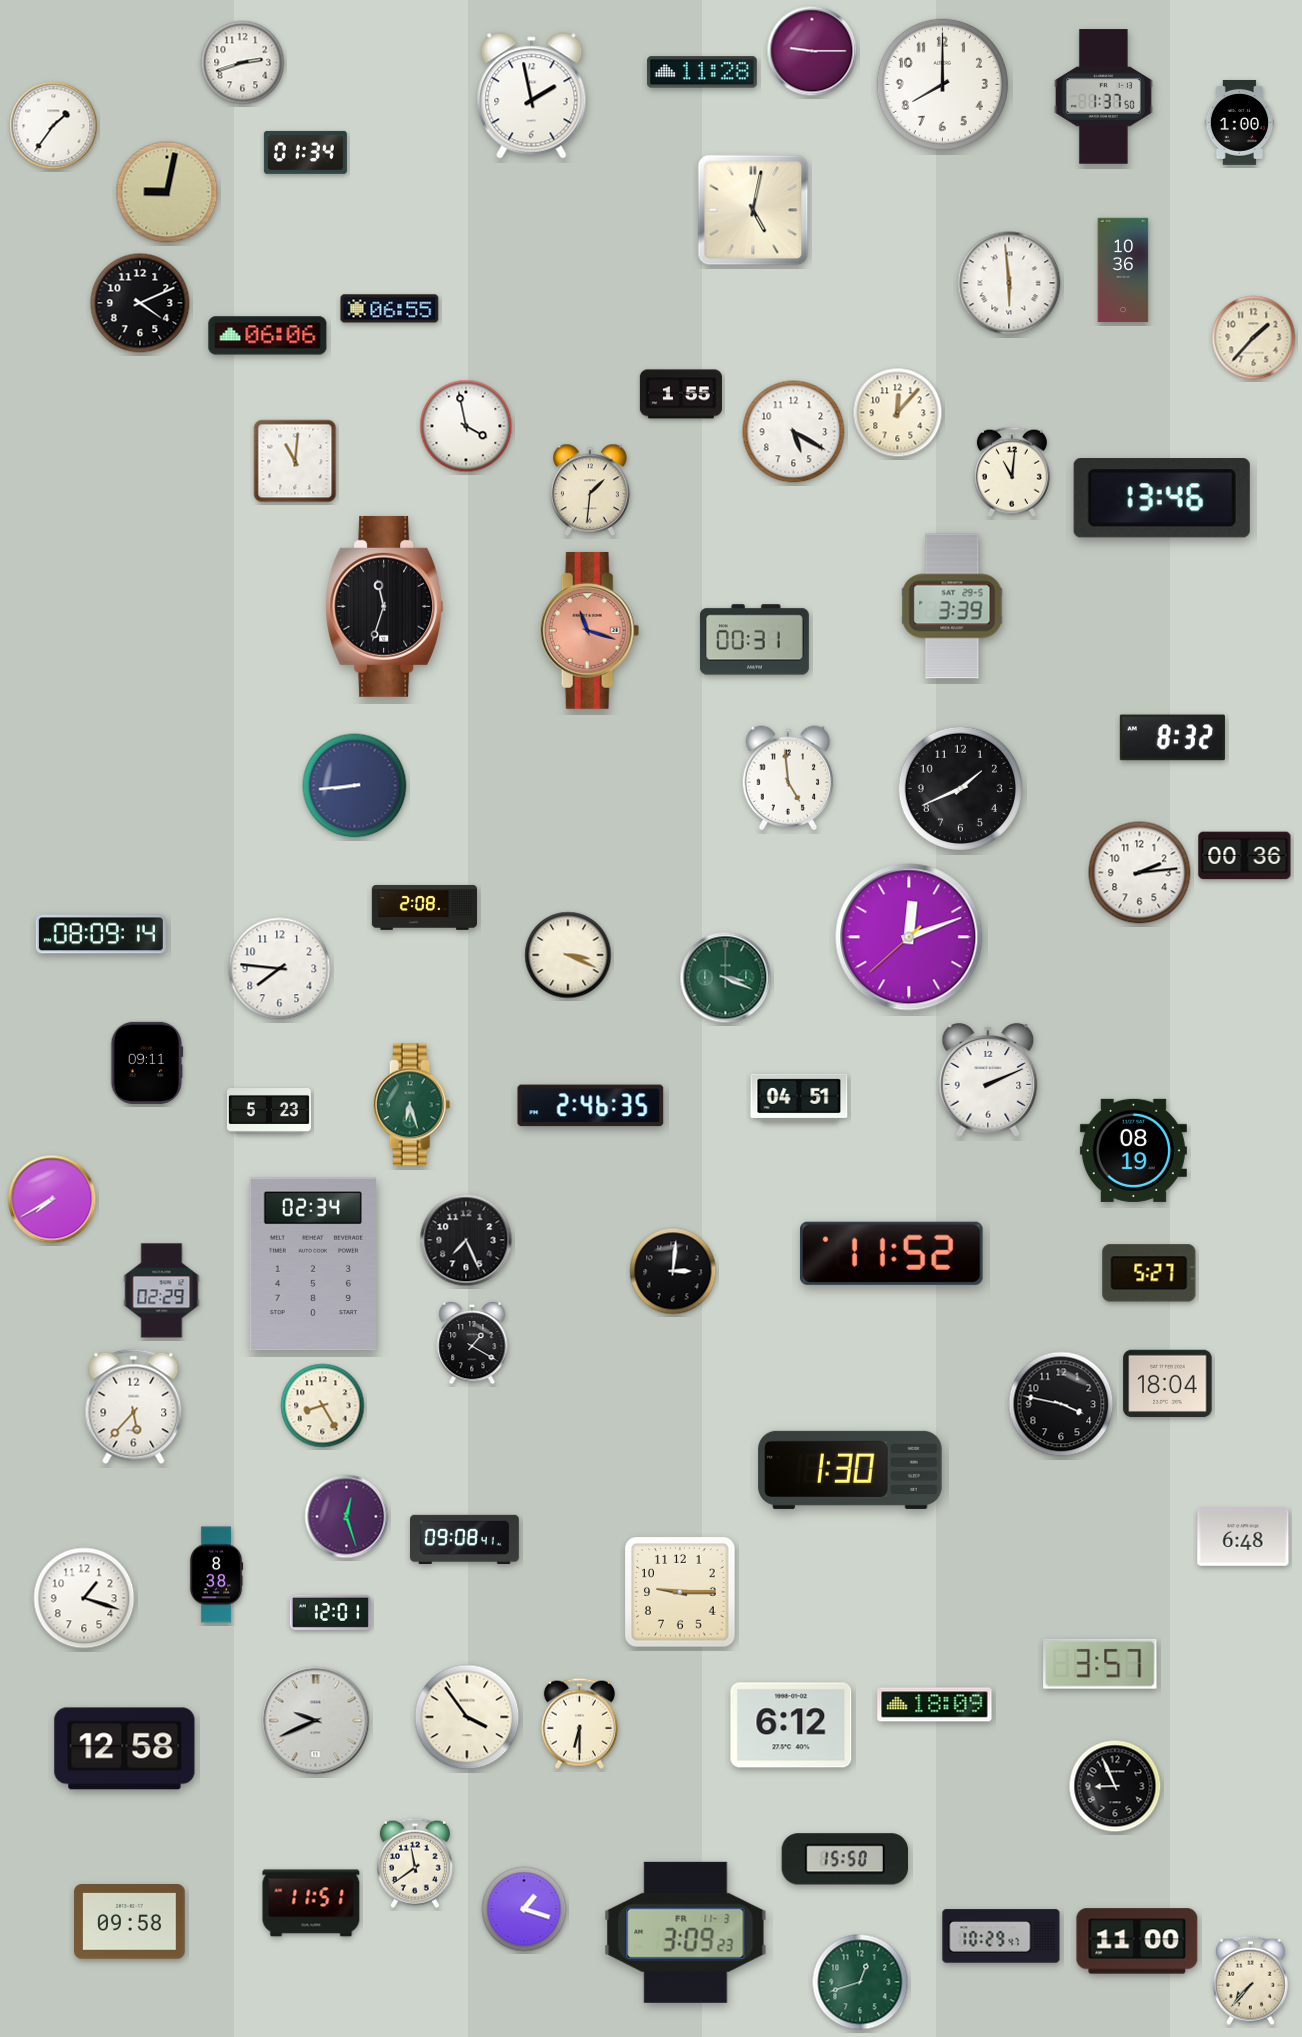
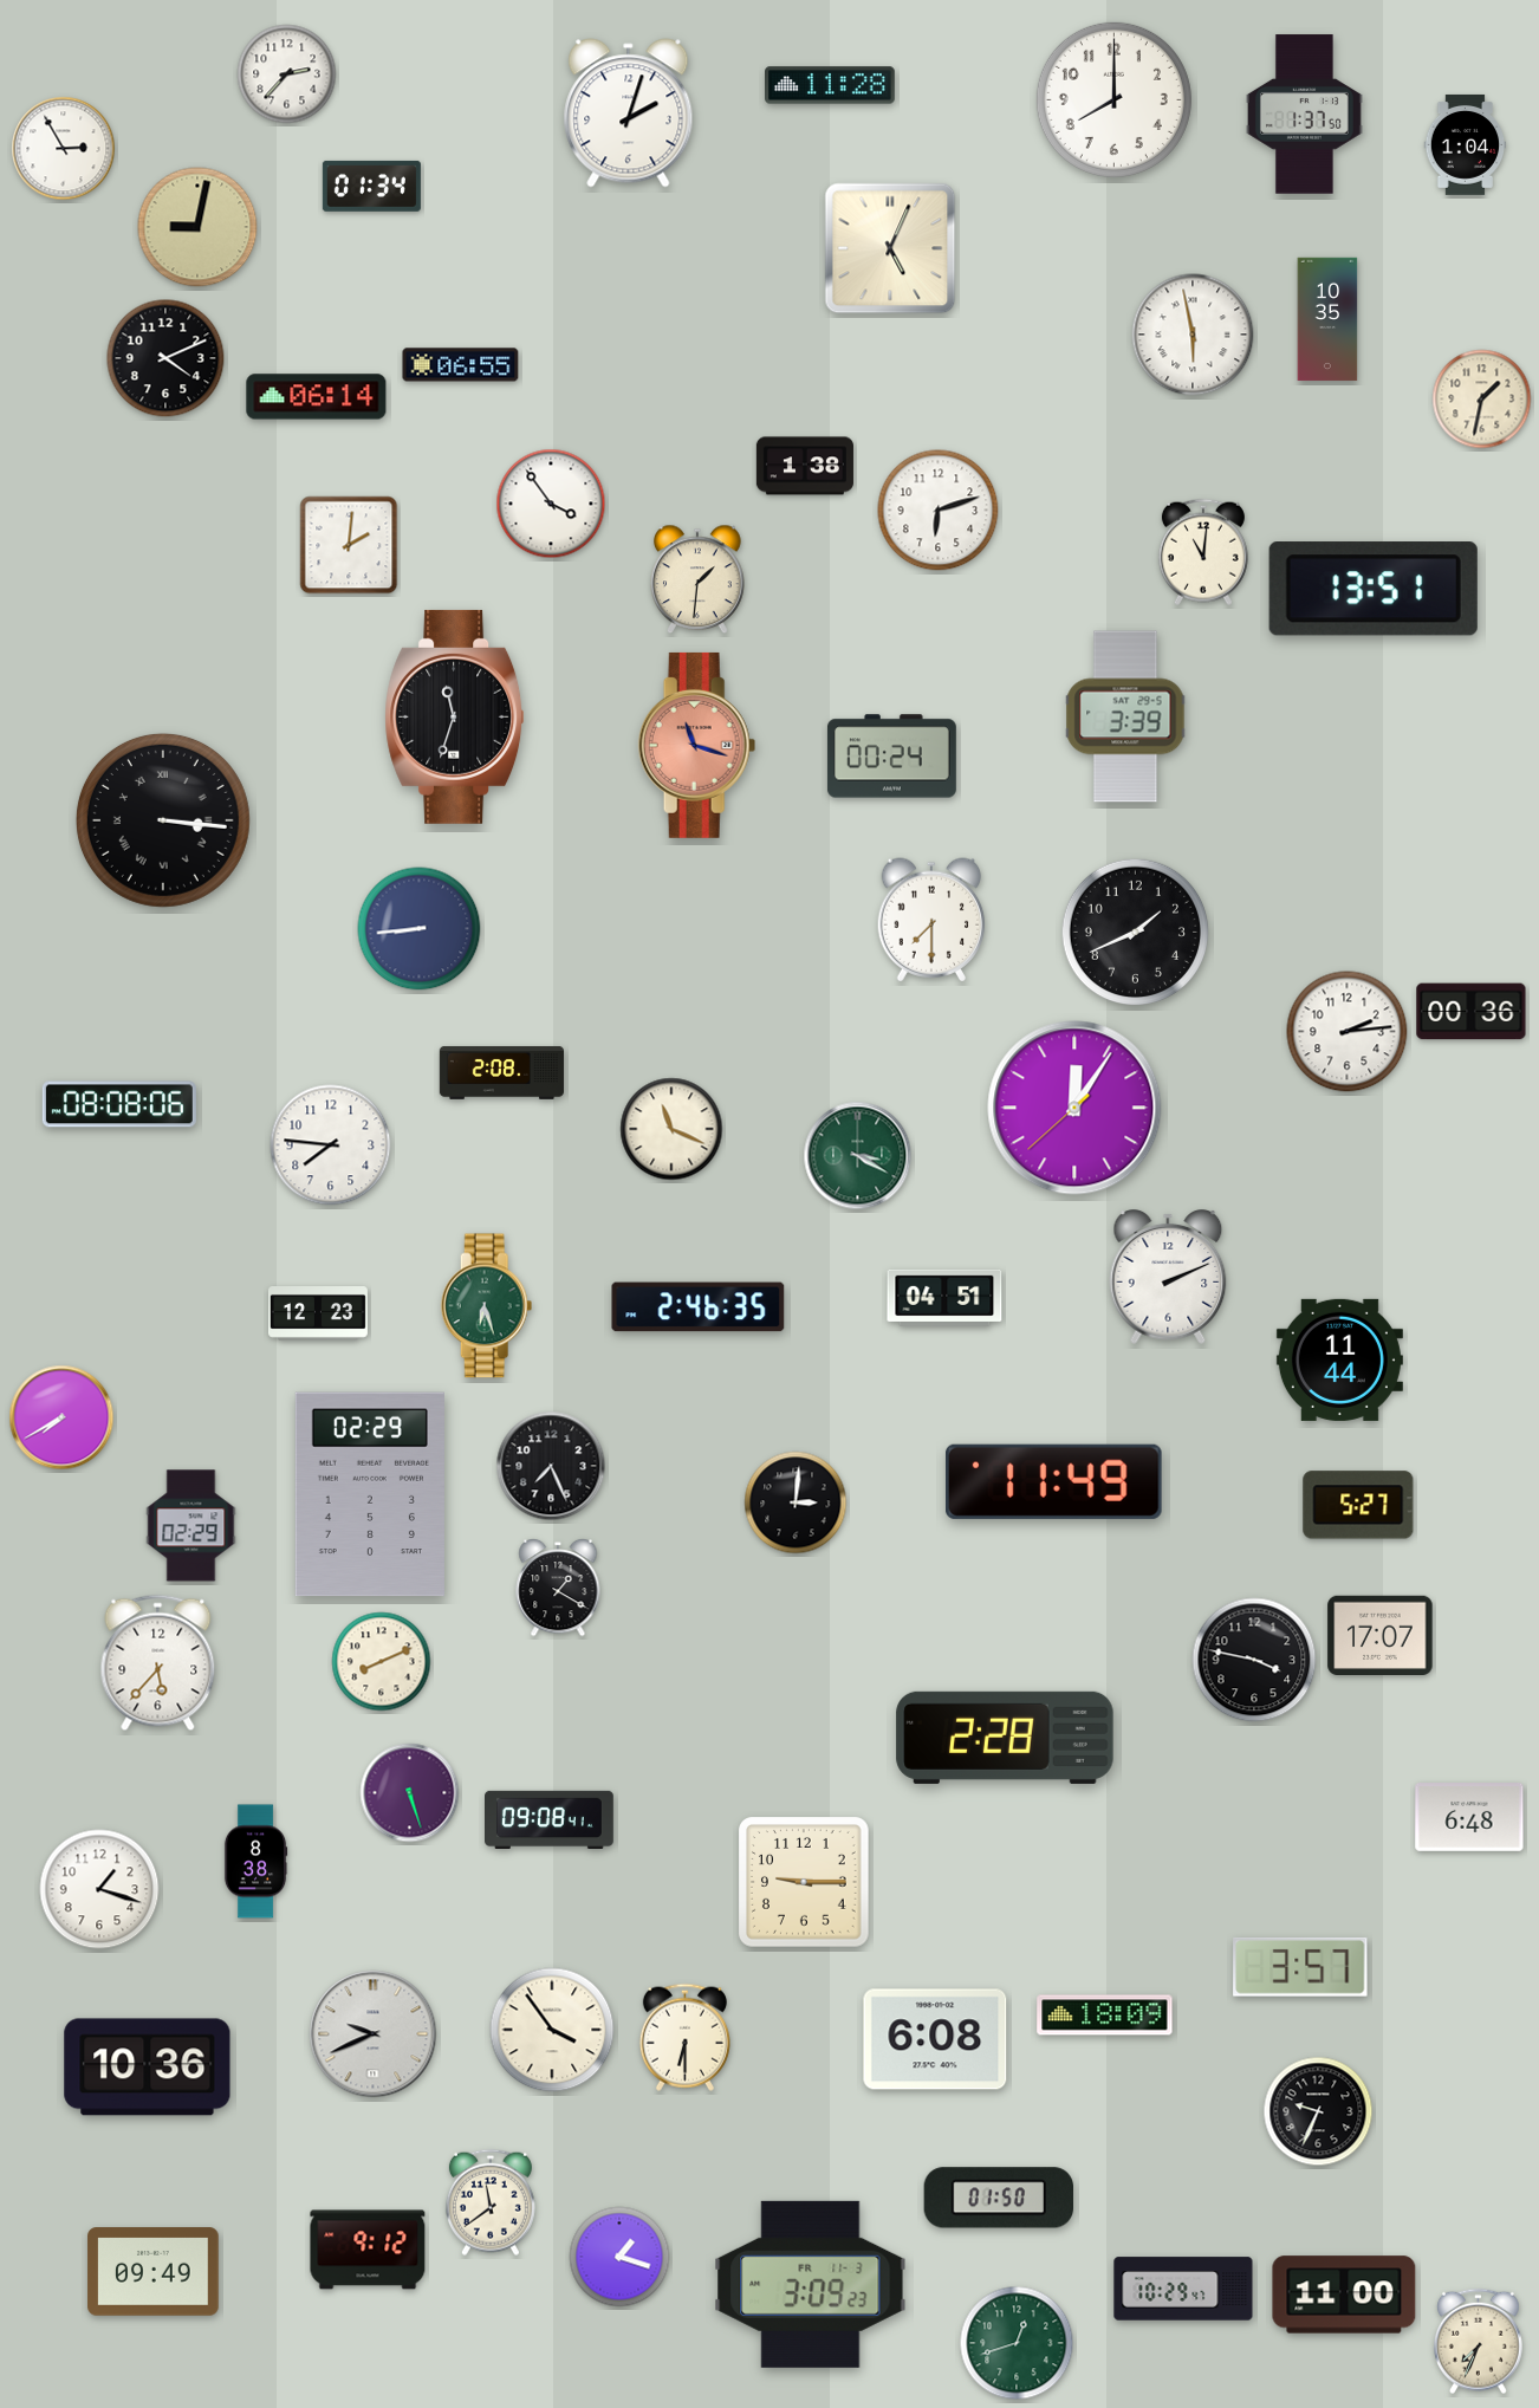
clock at (812, 51): 9:15 -> none
clock at (243, 63): 2:42 -> 2:37
clock at (532, 96): 1:58 -> 2:03
clock at (1240, 122): 1:00 -> 1:04
clock at (54, 126): 1:36 -> 2:55
clock at (305, 152) position: (305, 152) -> (371, 186)
clock at (753, 210): 5:02 -> 5:04
clock at (1123, 270): 10:36 -> 10:35
clock at (1009, 283): 5:59 -> 5:58
clock at (268, 336): 06:06 -> 06:14
clock at (1254, 338): 1:37 -> 1:32
clock at (681, 394): 1:55 -> 1:38
clock at (898, 413): 12:07 -> none
clock at (466, 426): 3:58 -> 3:54
clock at (794, 432): 5:20 -> 6:12
clock at (295, 461): 11:01 -> 2:01
clock at (1012, 472) position: (1012, 472) -> (1203, 552)
clock at (1162, 498): 13:46 -> 13:51
clock at (754, 640): 00:31 -> 00:24
clock at (163, 820): none -> 3:16
clock at (1172, 738): 8:32 -> none
clock at (788, 778): 4:59 -> 7:30
clock at (101, 934): 08:09 -> 08:08
clock at (909, 937): 12:11 -> 12:05
clock at (568, 955): 3:19 -> 11:19
clock at (726, 978): 3:19 -> 3:20
clock at (147, 1063): 09:11 -> none
clock at (269, 1112): 5:23 -> 12:23
clock at (1133, 1150): 08:19 -> 11:44
clock at (891, 1253): 11:52 -> 11:49
clock at (313, 1264): 02:34 -> 02:29
clock at (1168, 1383): 18:04 -> 17:07
clock at (323, 1406): 8:25 -> 8:11
clock at (850, 1470): 1:30 -> 2:28
clock at (347, 1517): 12:27 -> 5:27
clock at (330, 1612): 12:01 -> none
clock at (791, 1725): 6:12 -> 6:08
clock at (125, 1749): 12:58 -> 10:36
clock at (1115, 1786): 8:56 -> 9:34
clock at (844, 1859): 15:50 -> 01:50
clock at (311, 1903): 11:51 -> 9:12
clock at (130, 1922): 09:58 -> 09:49
clock at (1250, 1981): 7:37 -> 7:34
